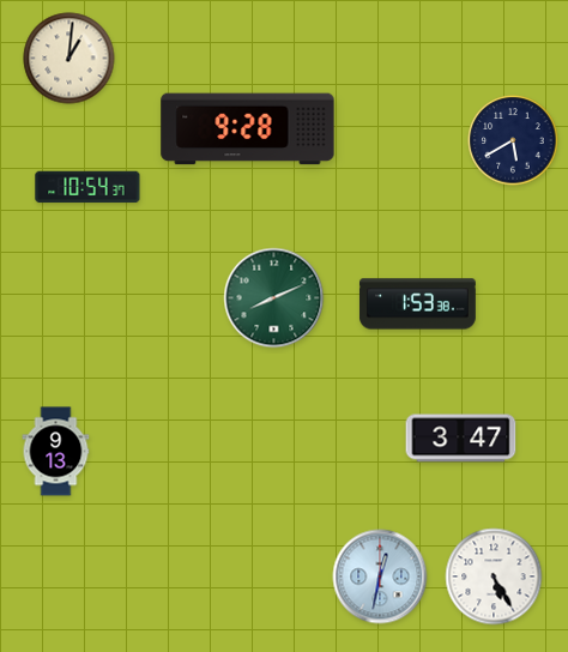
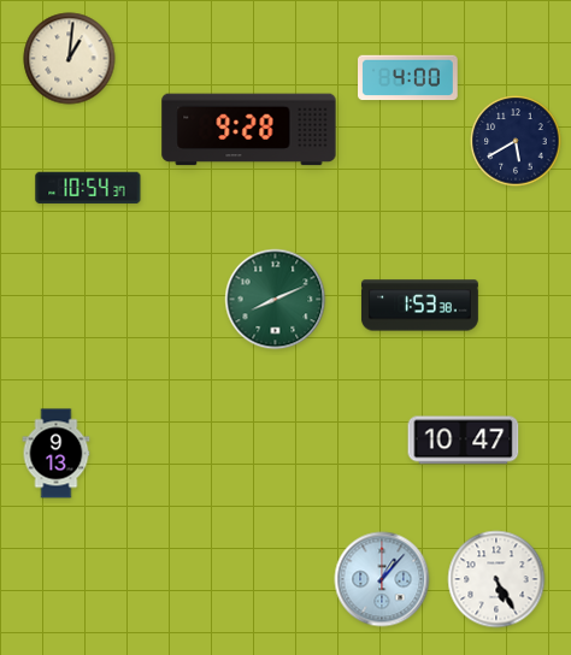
clock at (408, 78): none -> 4:00
clock at (461, 439): 3:47 -> 10:47
clock at (380, 576): 12:32 -> 1:07
